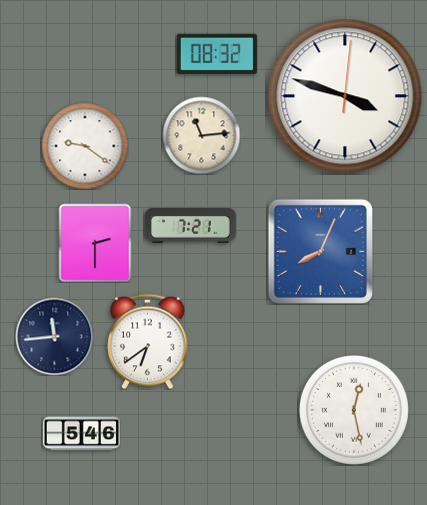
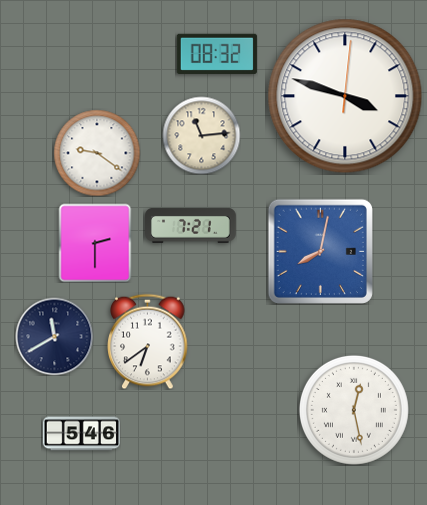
clock at (85, 146) position: (85, 146) -> (97, 153)
clock at (320, 251): 8:04 -> 8:02
clock at (54, 336): 11:44 -> 11:40
